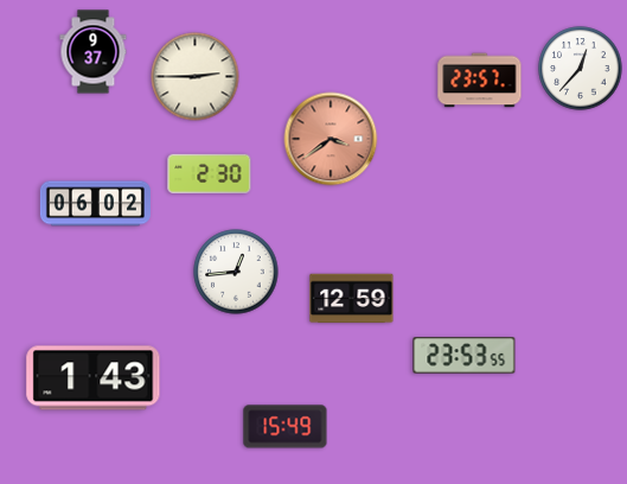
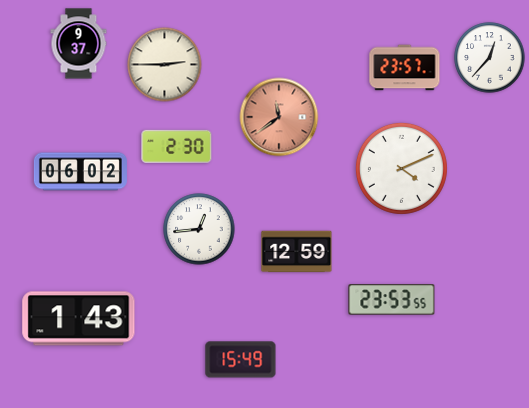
clock at (331, 139): 3:39 -> 11:39
clock at (401, 168): none -> 4:11
